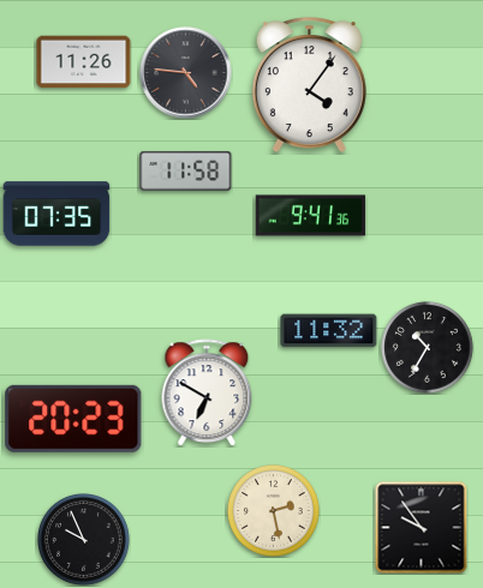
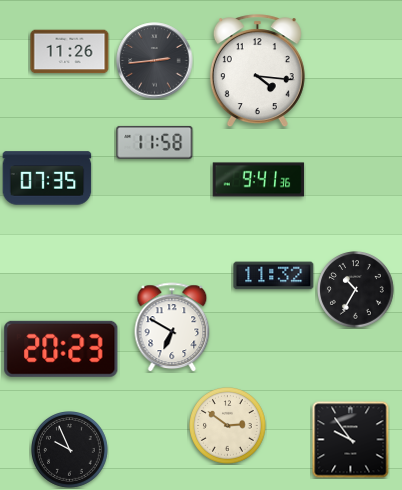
clock at (186, 73): 4:46 -> 2:44
clock at (309, 85): 4:06 -> 4:16
clock at (274, 511): 2:28 -> 2:51
